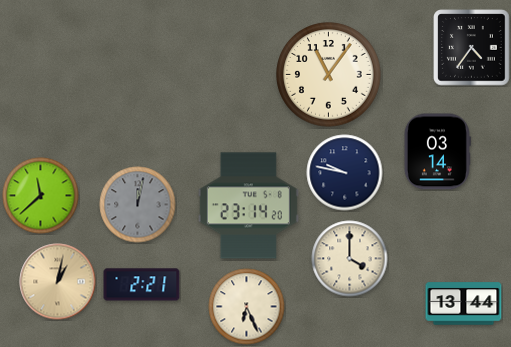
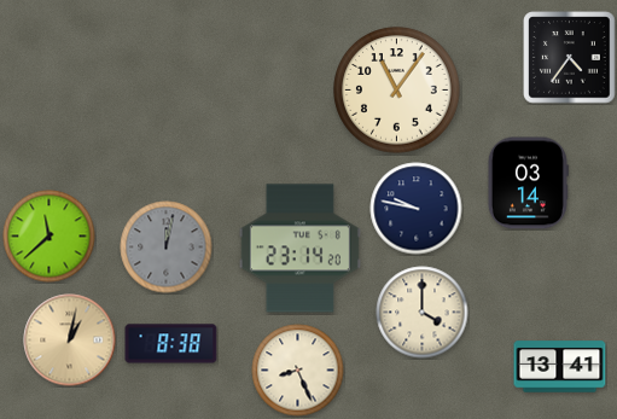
clock at (142, 285): 2:21 -> 8:38
clock at (464, 304): 13:44 -> 13:41
clock at (247, 307): 6:26 -> 8:26
